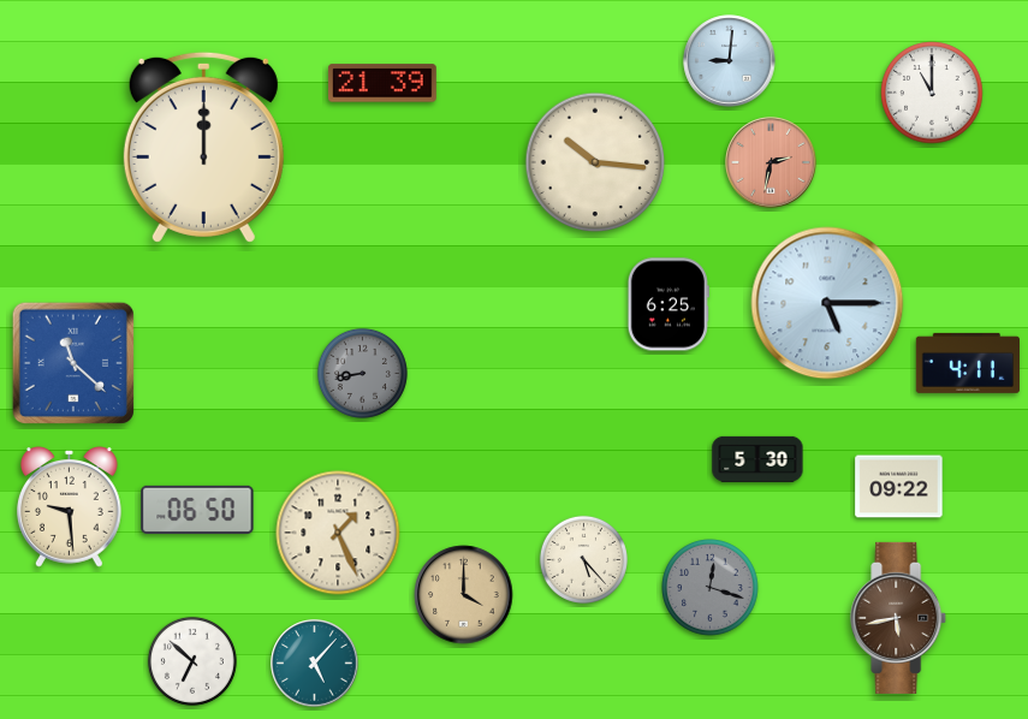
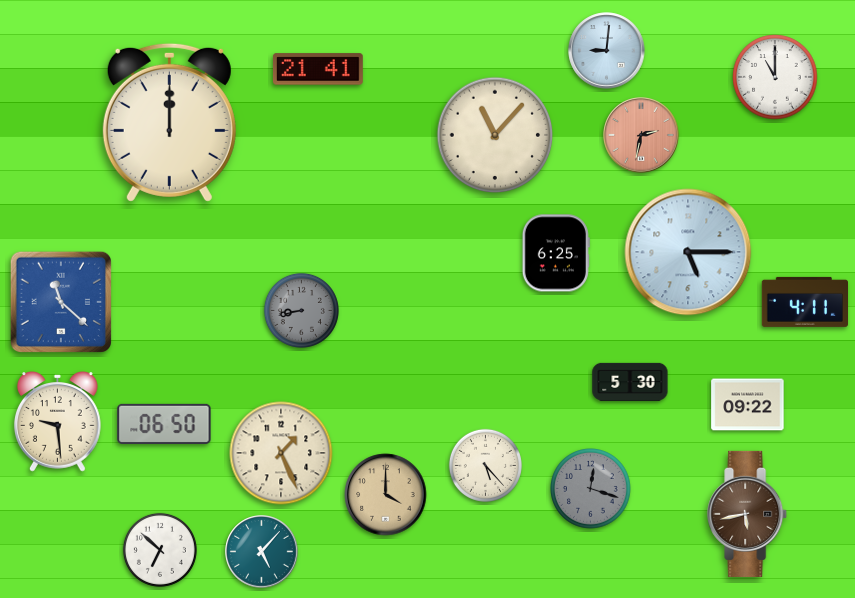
clock at (382, 83): 21:39 -> 21:41
clock at (595, 162): 10:16 -> 11:07
clock at (338, 533) position: (338, 533) -> (281, 453)
